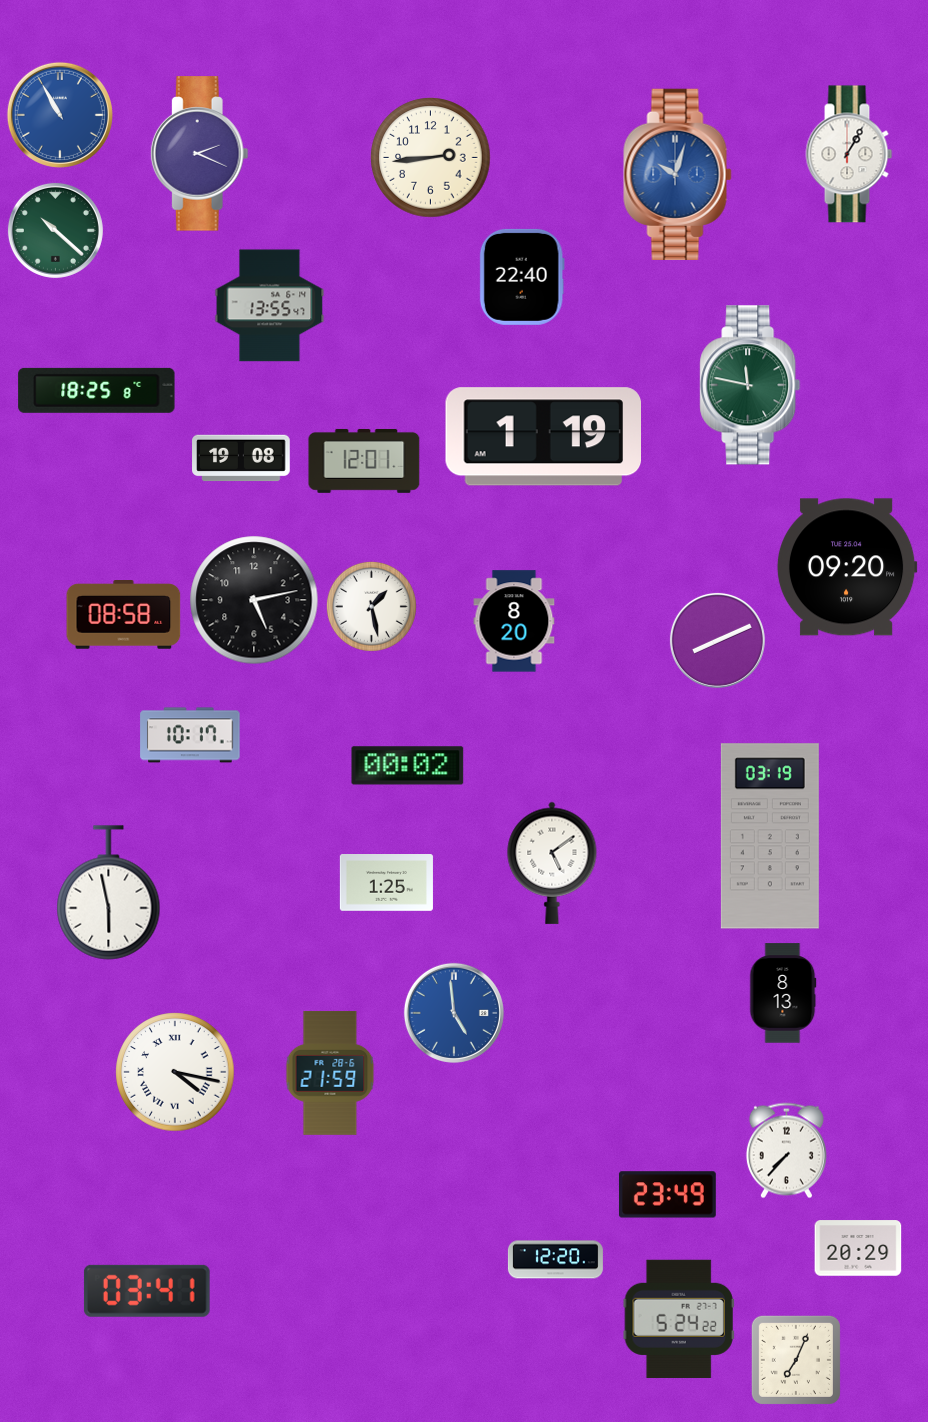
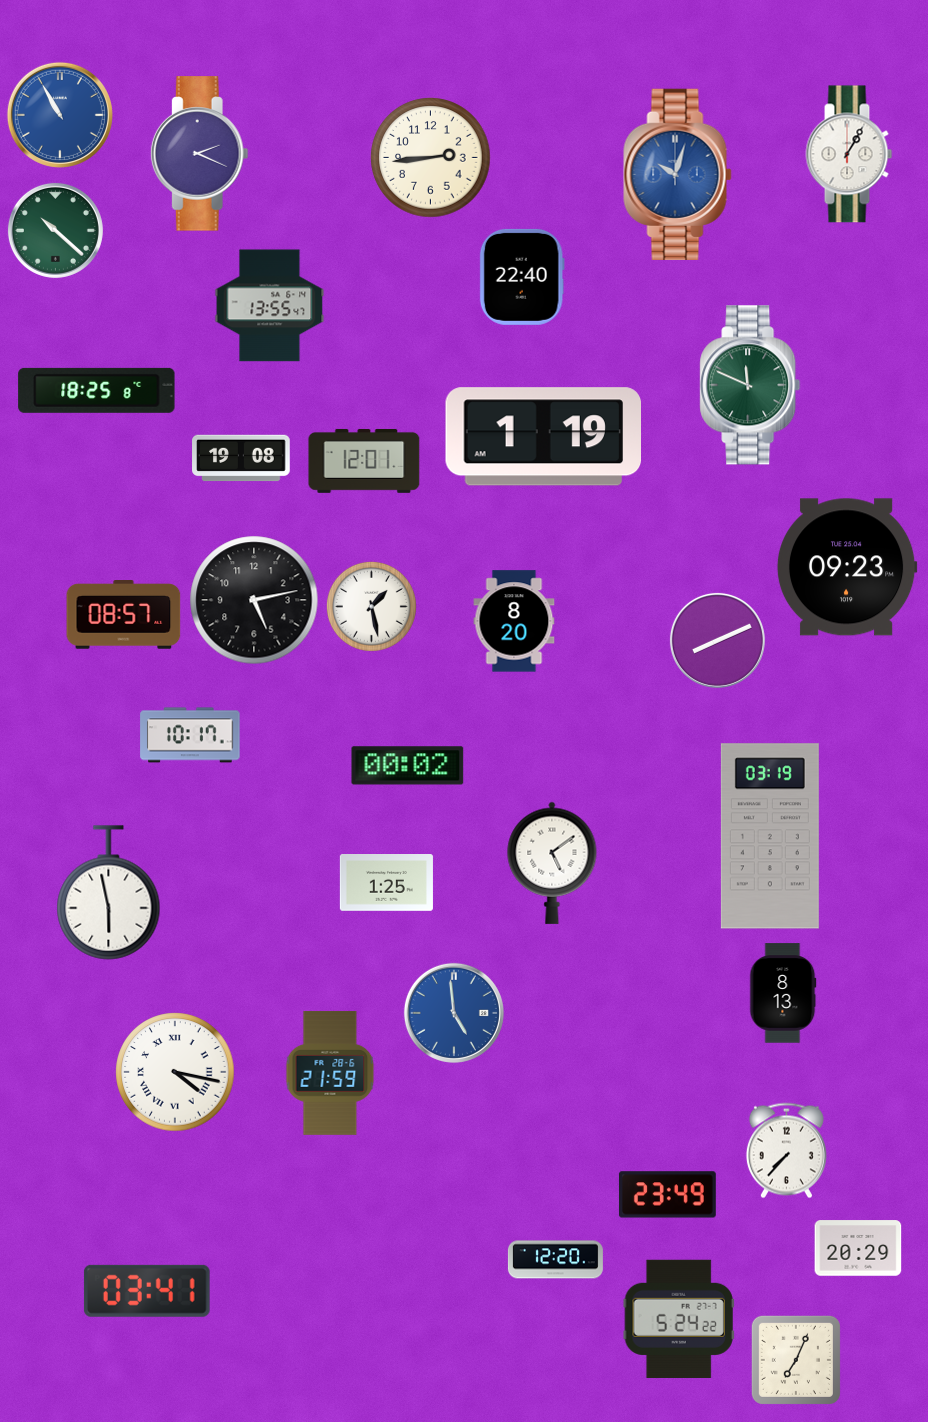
clock at (750, 385): 11:47 -> 11:49
clock at (847, 567): 09:20 -> 09:23
clock at (124, 615): 08:58 -> 08:57
